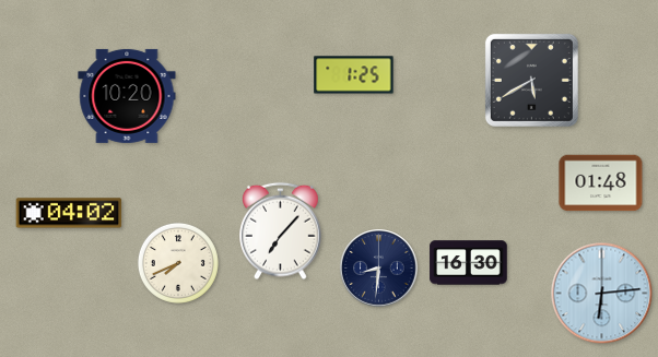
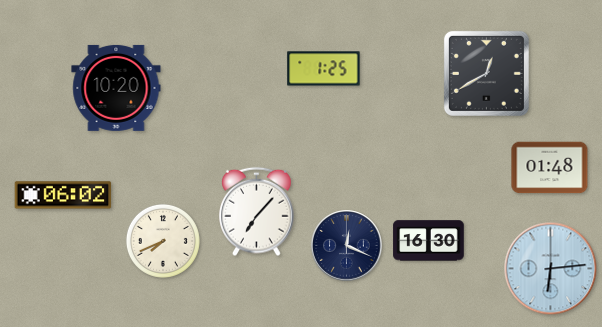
clock at (531, 80): 5:40 -> 12:40
clock at (69, 213): 04:02 -> 06:02
clock at (379, 269): 8:31 -> 12:19
